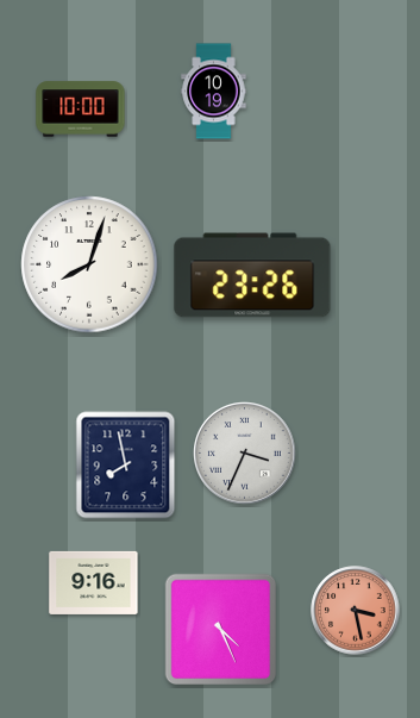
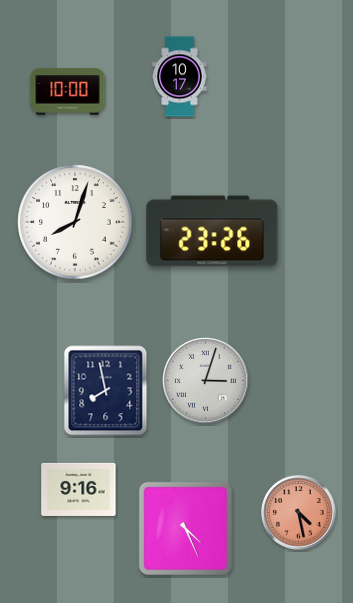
clock at (214, 92): 10:19 -> 10:17
clock at (245, 454): 3:34 -> 3:03
clock at (356, 611): 3:28 -> 4:28
